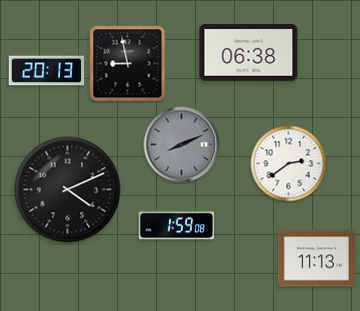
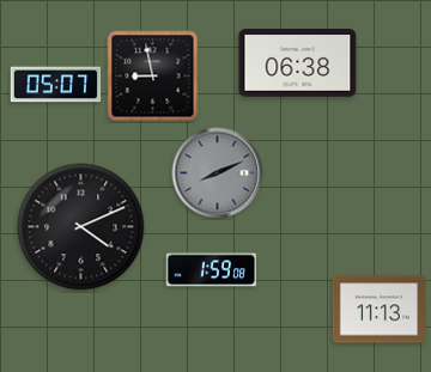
clock at (47, 71): 20:13 -> 05:07
clock at (289, 164): 2:39 -> none
